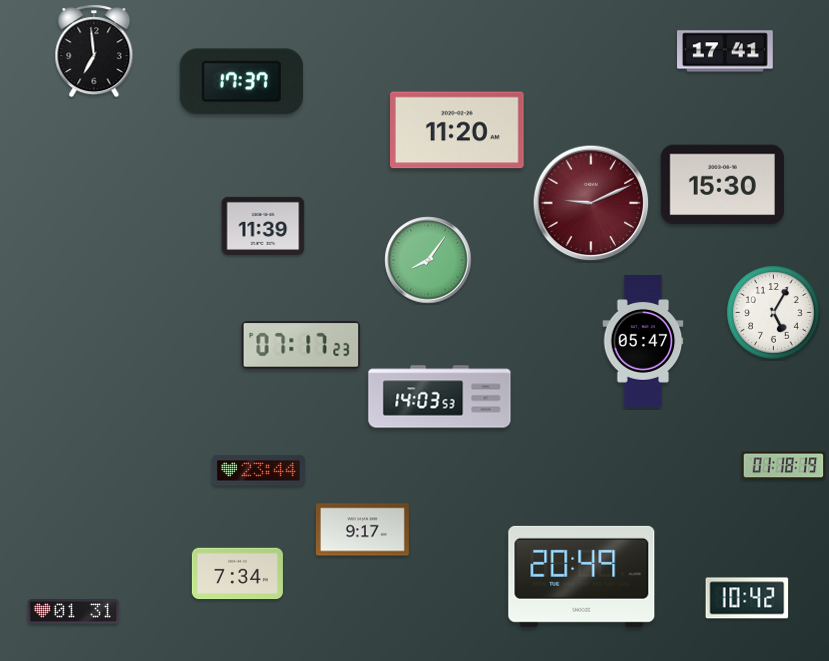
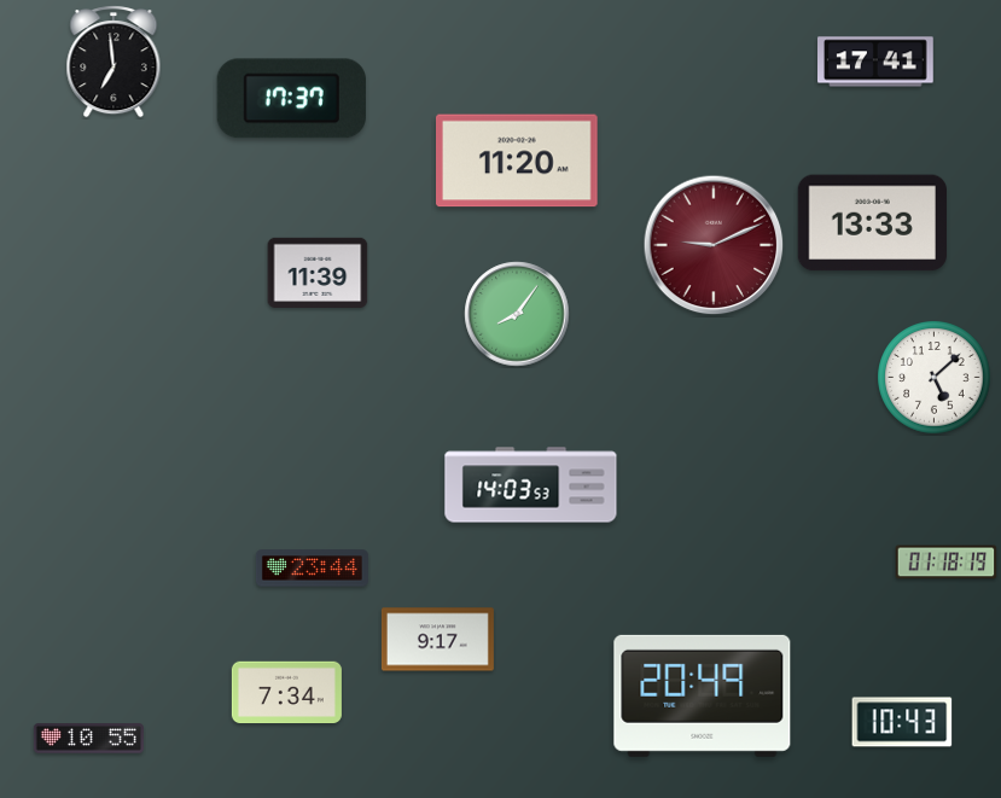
clock at (458, 130) position: (458, 130) -> (518, 161)
clock at (722, 185): 15:30 -> 13:33
clock at (774, 313): 5:05 -> 5:08
clock at (643, 342): 05:47 -> none
clock at (301, 346): 07:17 -> none
clock at (440, 397) position: (440, 397) -> (531, 485)
clock at (747, 598): 10:42 -> 10:43
clock at (73, 612): 01:31 -> 10:55
